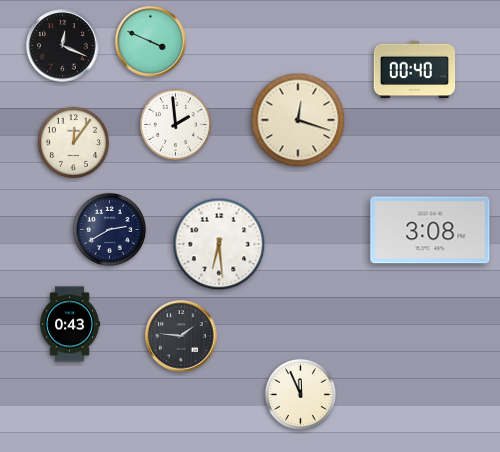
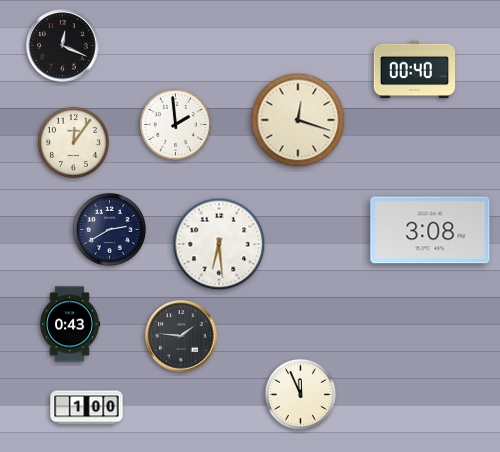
clock at (151, 42): 3:49 -> none
clock at (87, 408): none -> 1:00
